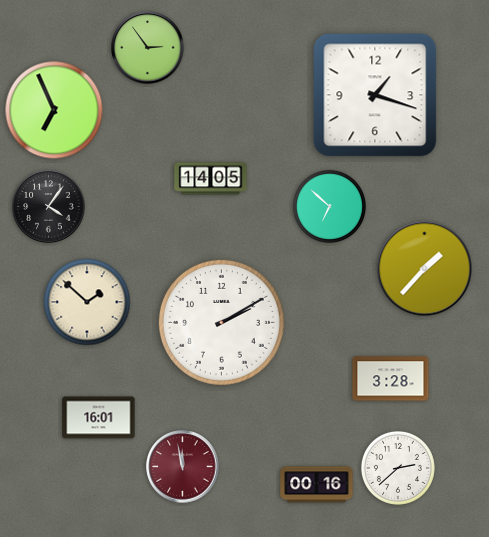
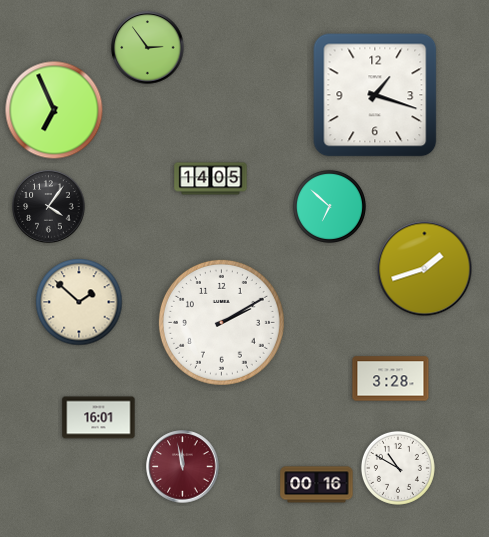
clock at (425, 269): 1:37 -> 1:42
clock at (87, 302) position: (87, 302) -> (79, 302)
clock at (398, 468): 2:38 -> 10:50
